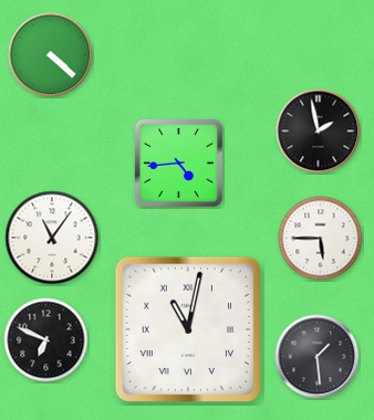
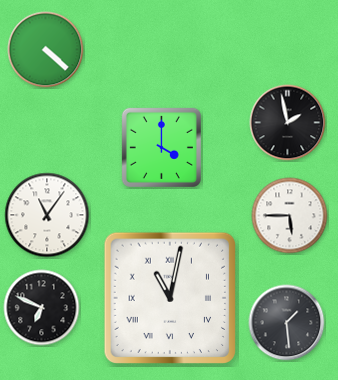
clock at (319, 132) position: (319, 132) -> (288, 123)
clock at (178, 162): 4:44 -> 4:00
